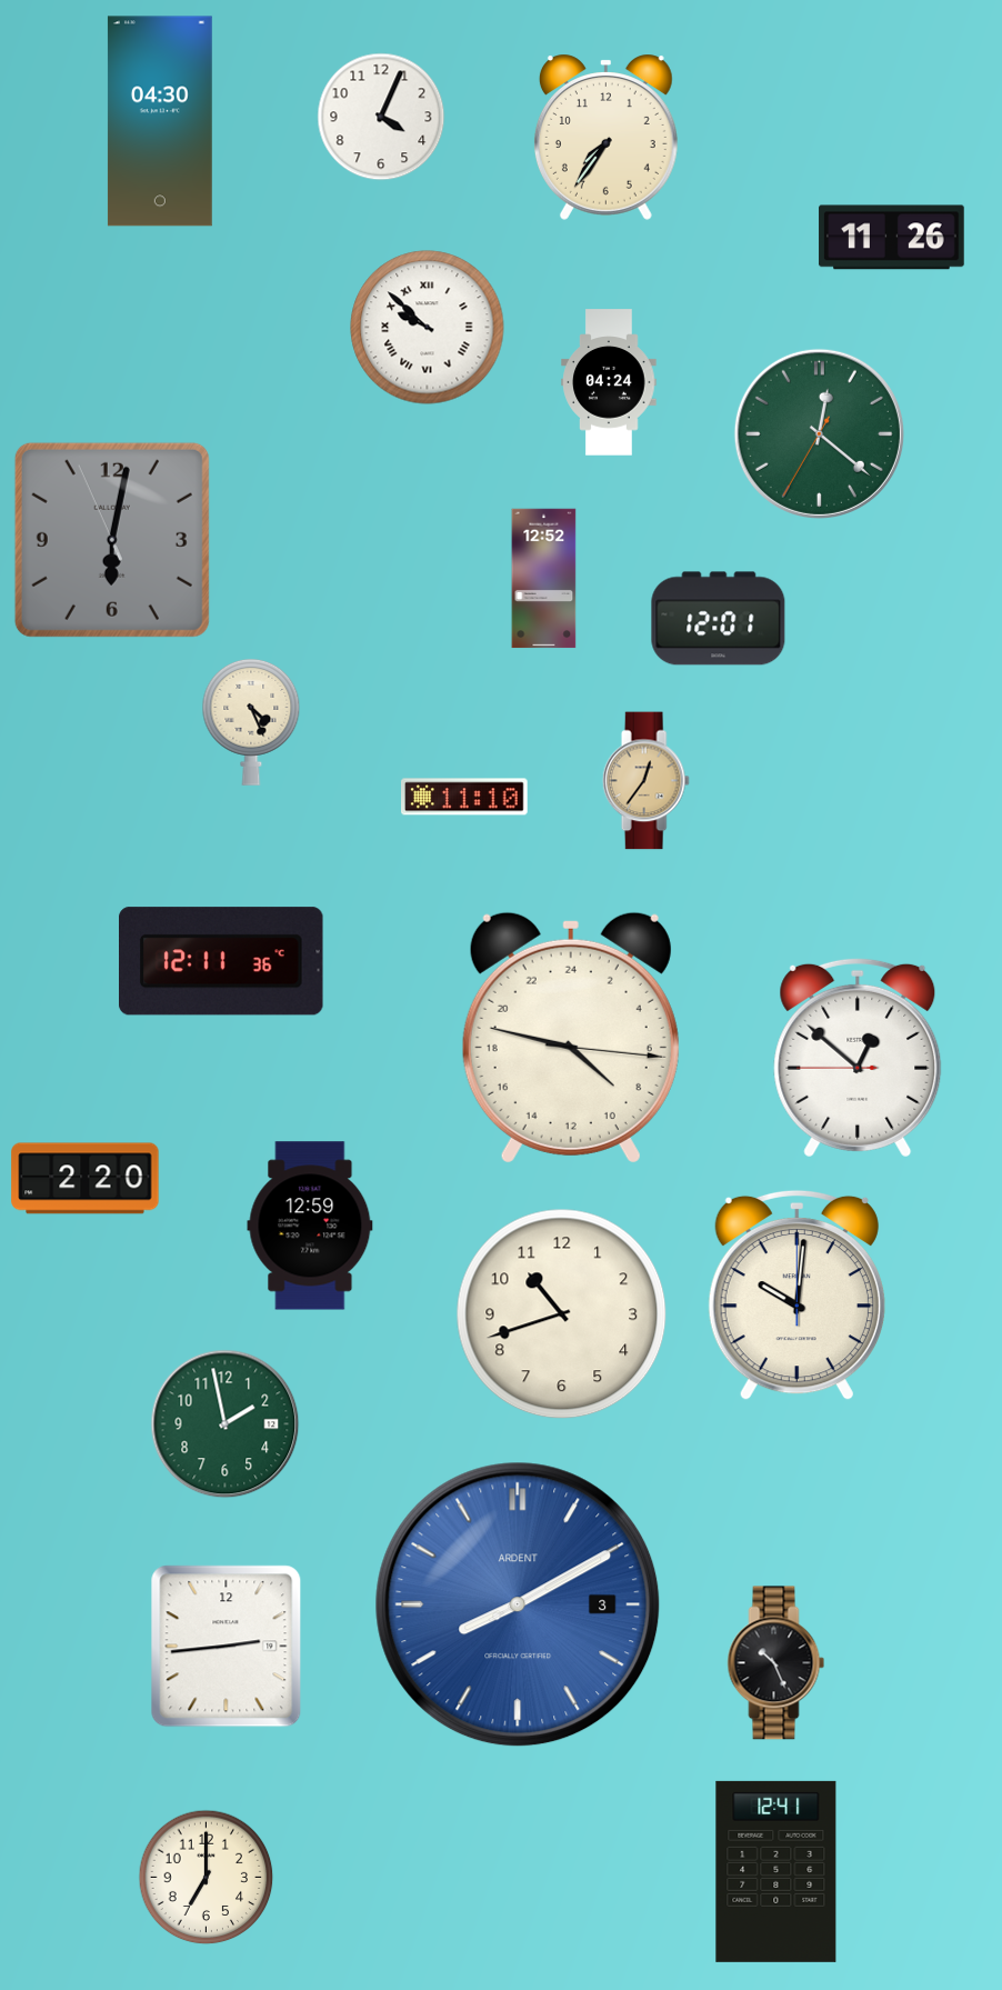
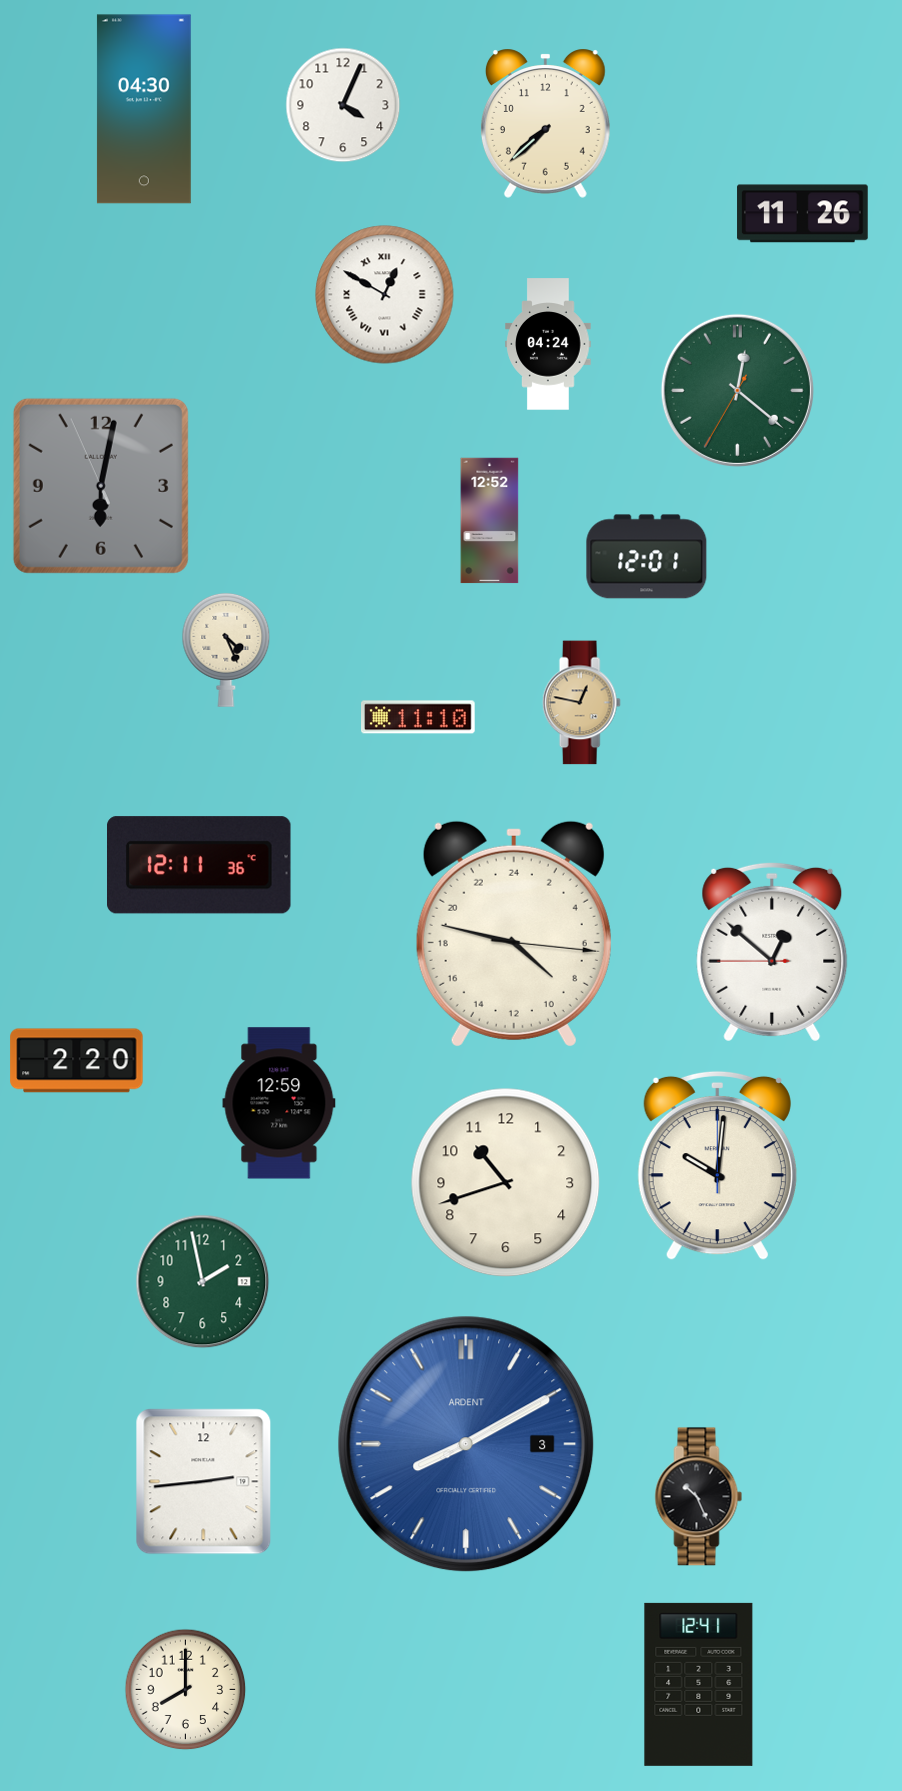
clock at (605, 137): 7:36 -> 7:38
clock at (428, 328): 9:52 -> 12:50
clock at (645, 781): 12:36 -> 12:47
clock at (207, 1878): 7:00 -> 8:00
